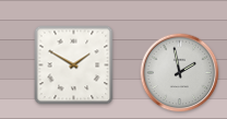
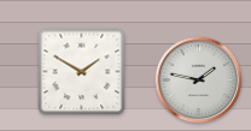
clock at (180, 73): 1:58 -> 1:47
